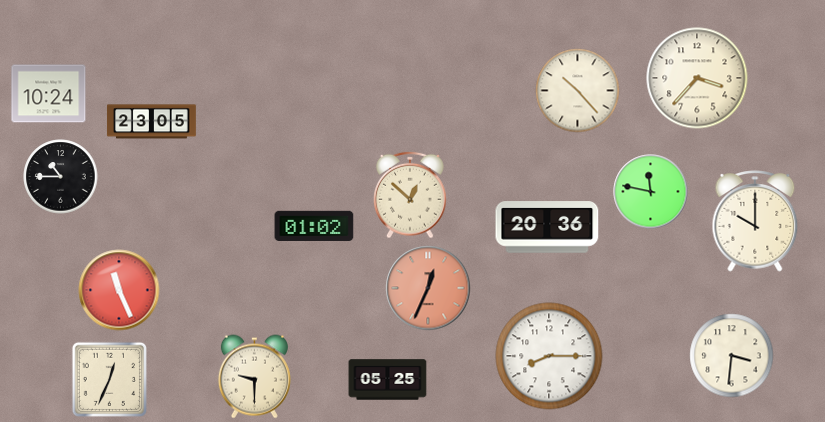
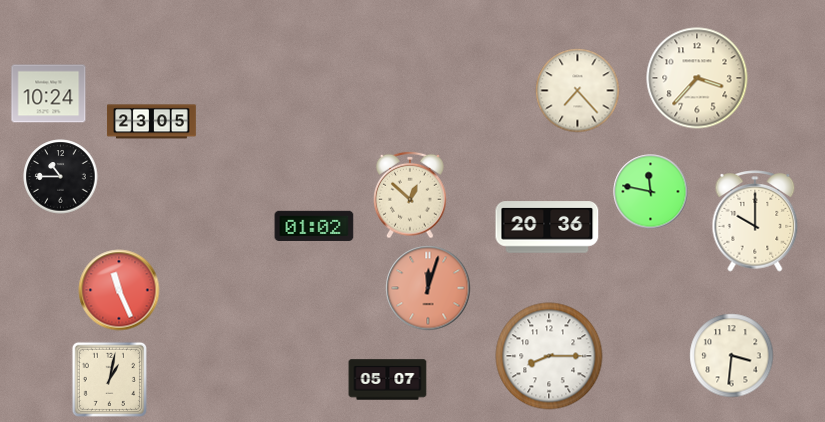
clock at (578, 91): 10:23 -> 7:23
clock at (428, 288): 12:34 -> 12:03
clock at (254, 377): 9:30 -> none
clock at (109, 379): 12:34 -> 1:02
clock at (388, 380): 05:25 -> 05:07
